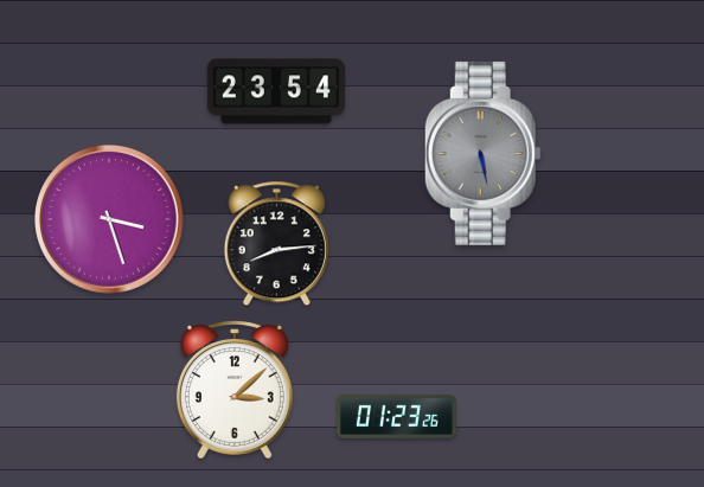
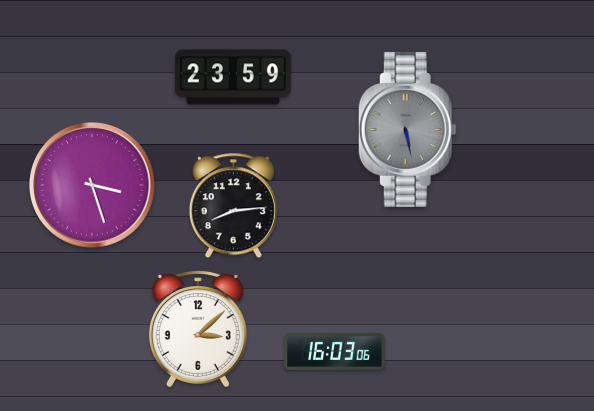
clock at (276, 91): 23:54 -> 23:59
clock at (397, 416): 01:23 -> 16:03
